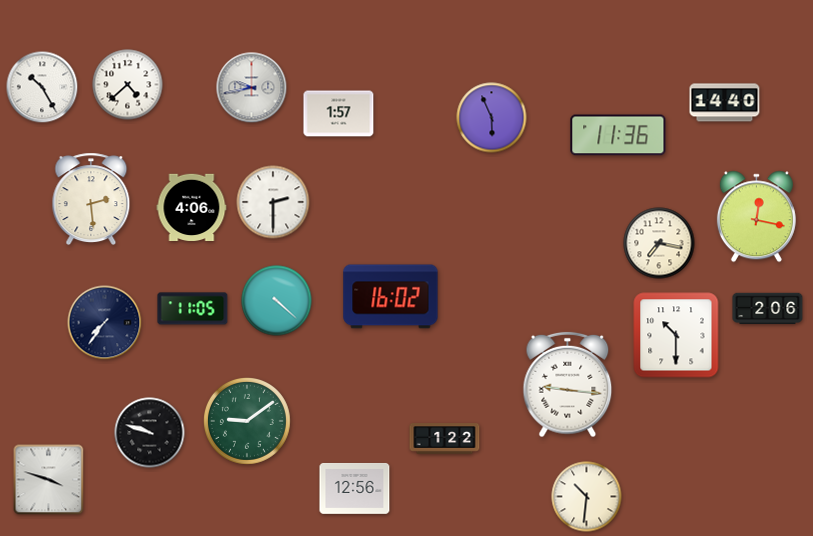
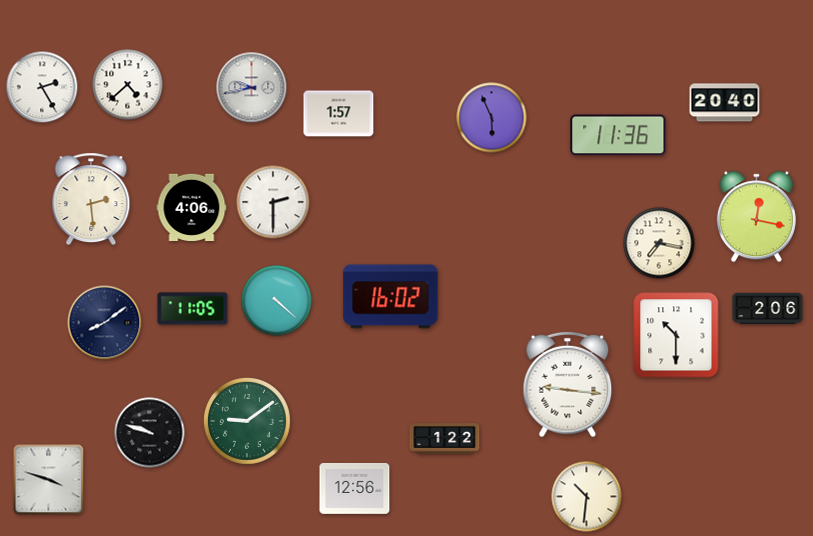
clock at (42, 87): 10:25 -> 2:25
clock at (725, 103): 14:40 -> 20:40
clock at (105, 323): 7:36 -> 8:09
